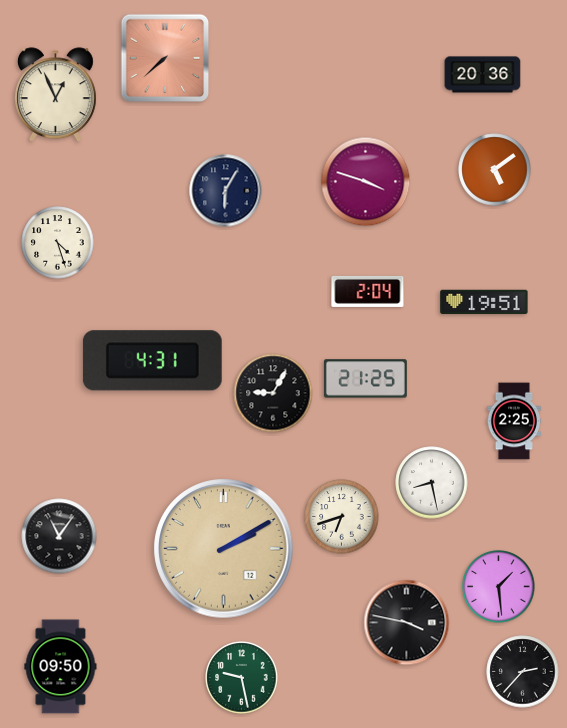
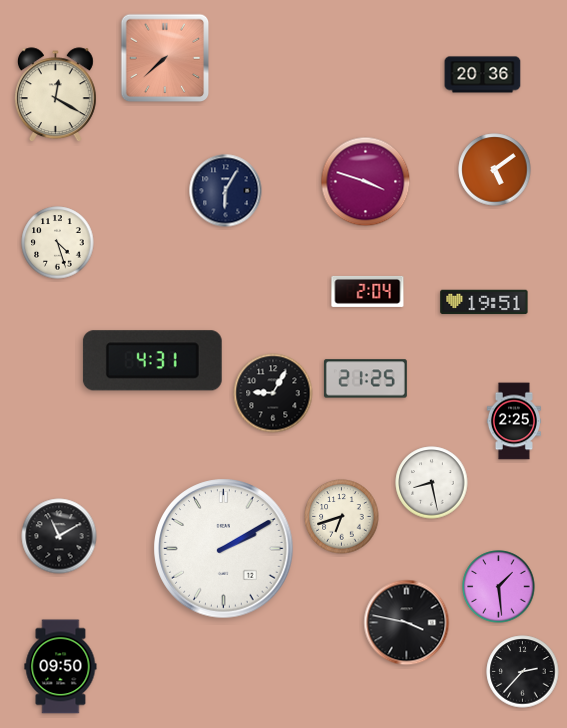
clock at (55, 95): 12:56 -> 12:20
clock at (59, 536): 11:06 -> 11:10
clock at (224, 549) dial: champagne -> white
clock at (242, 678): 9:28 -> none
